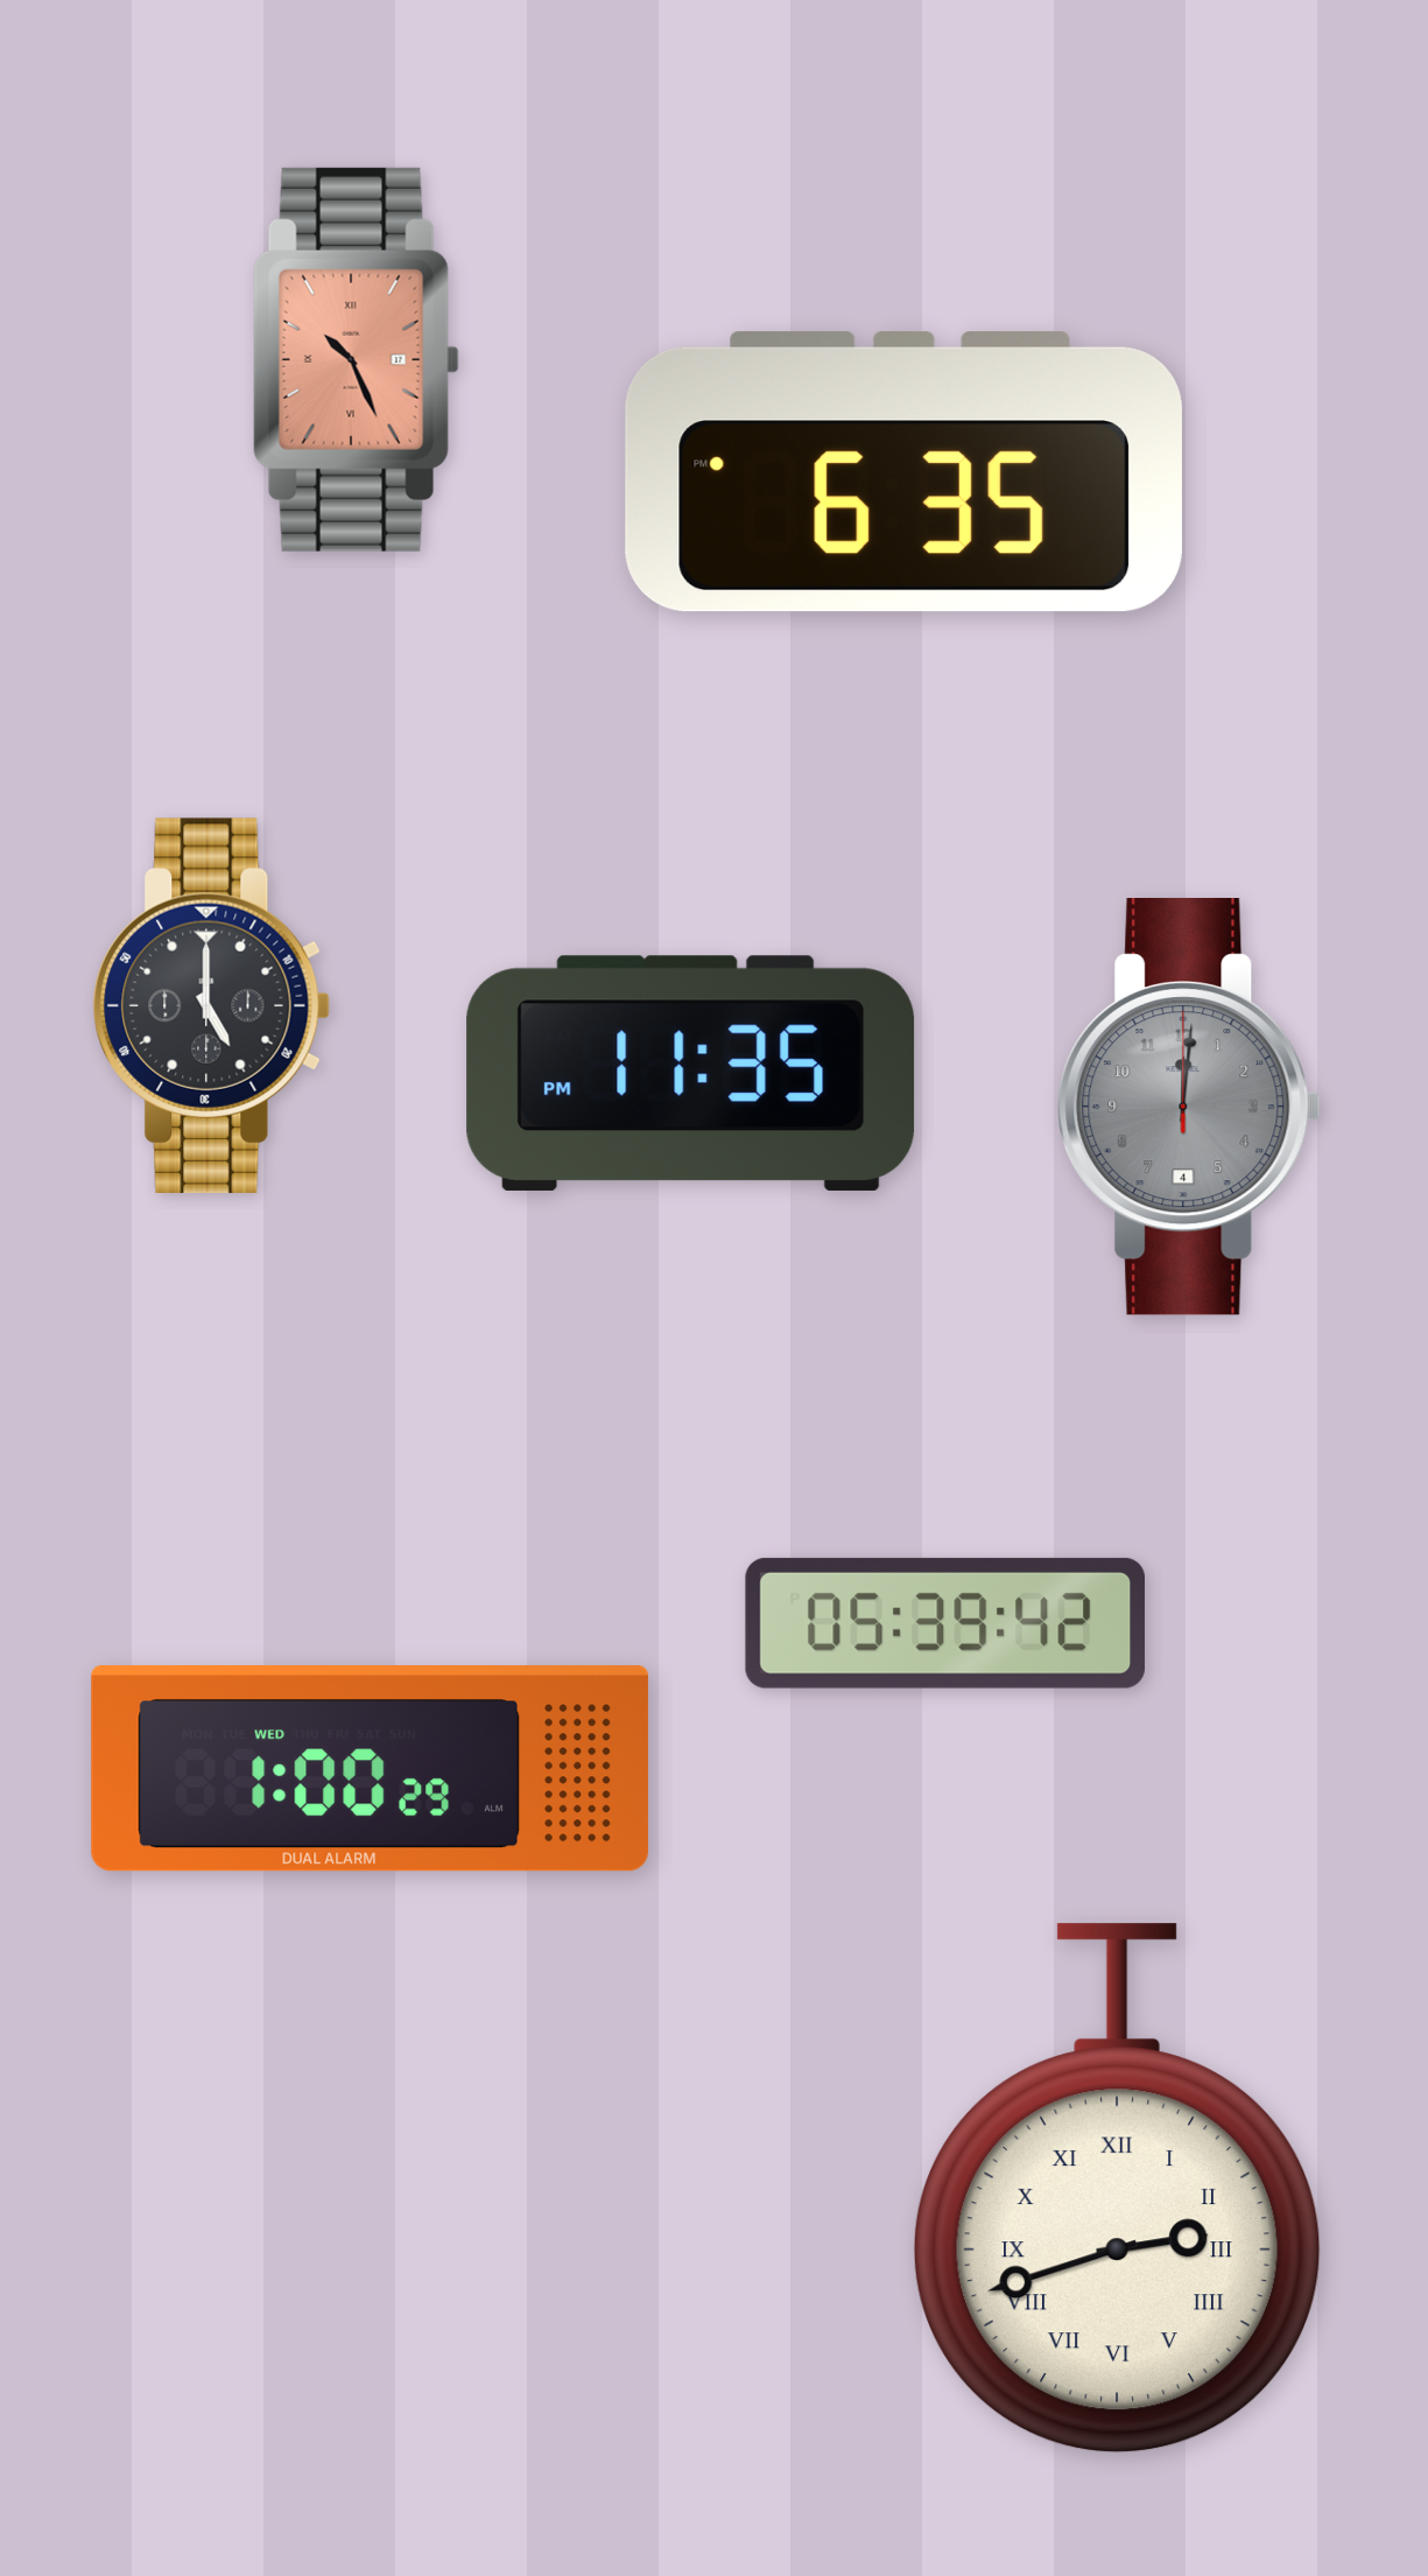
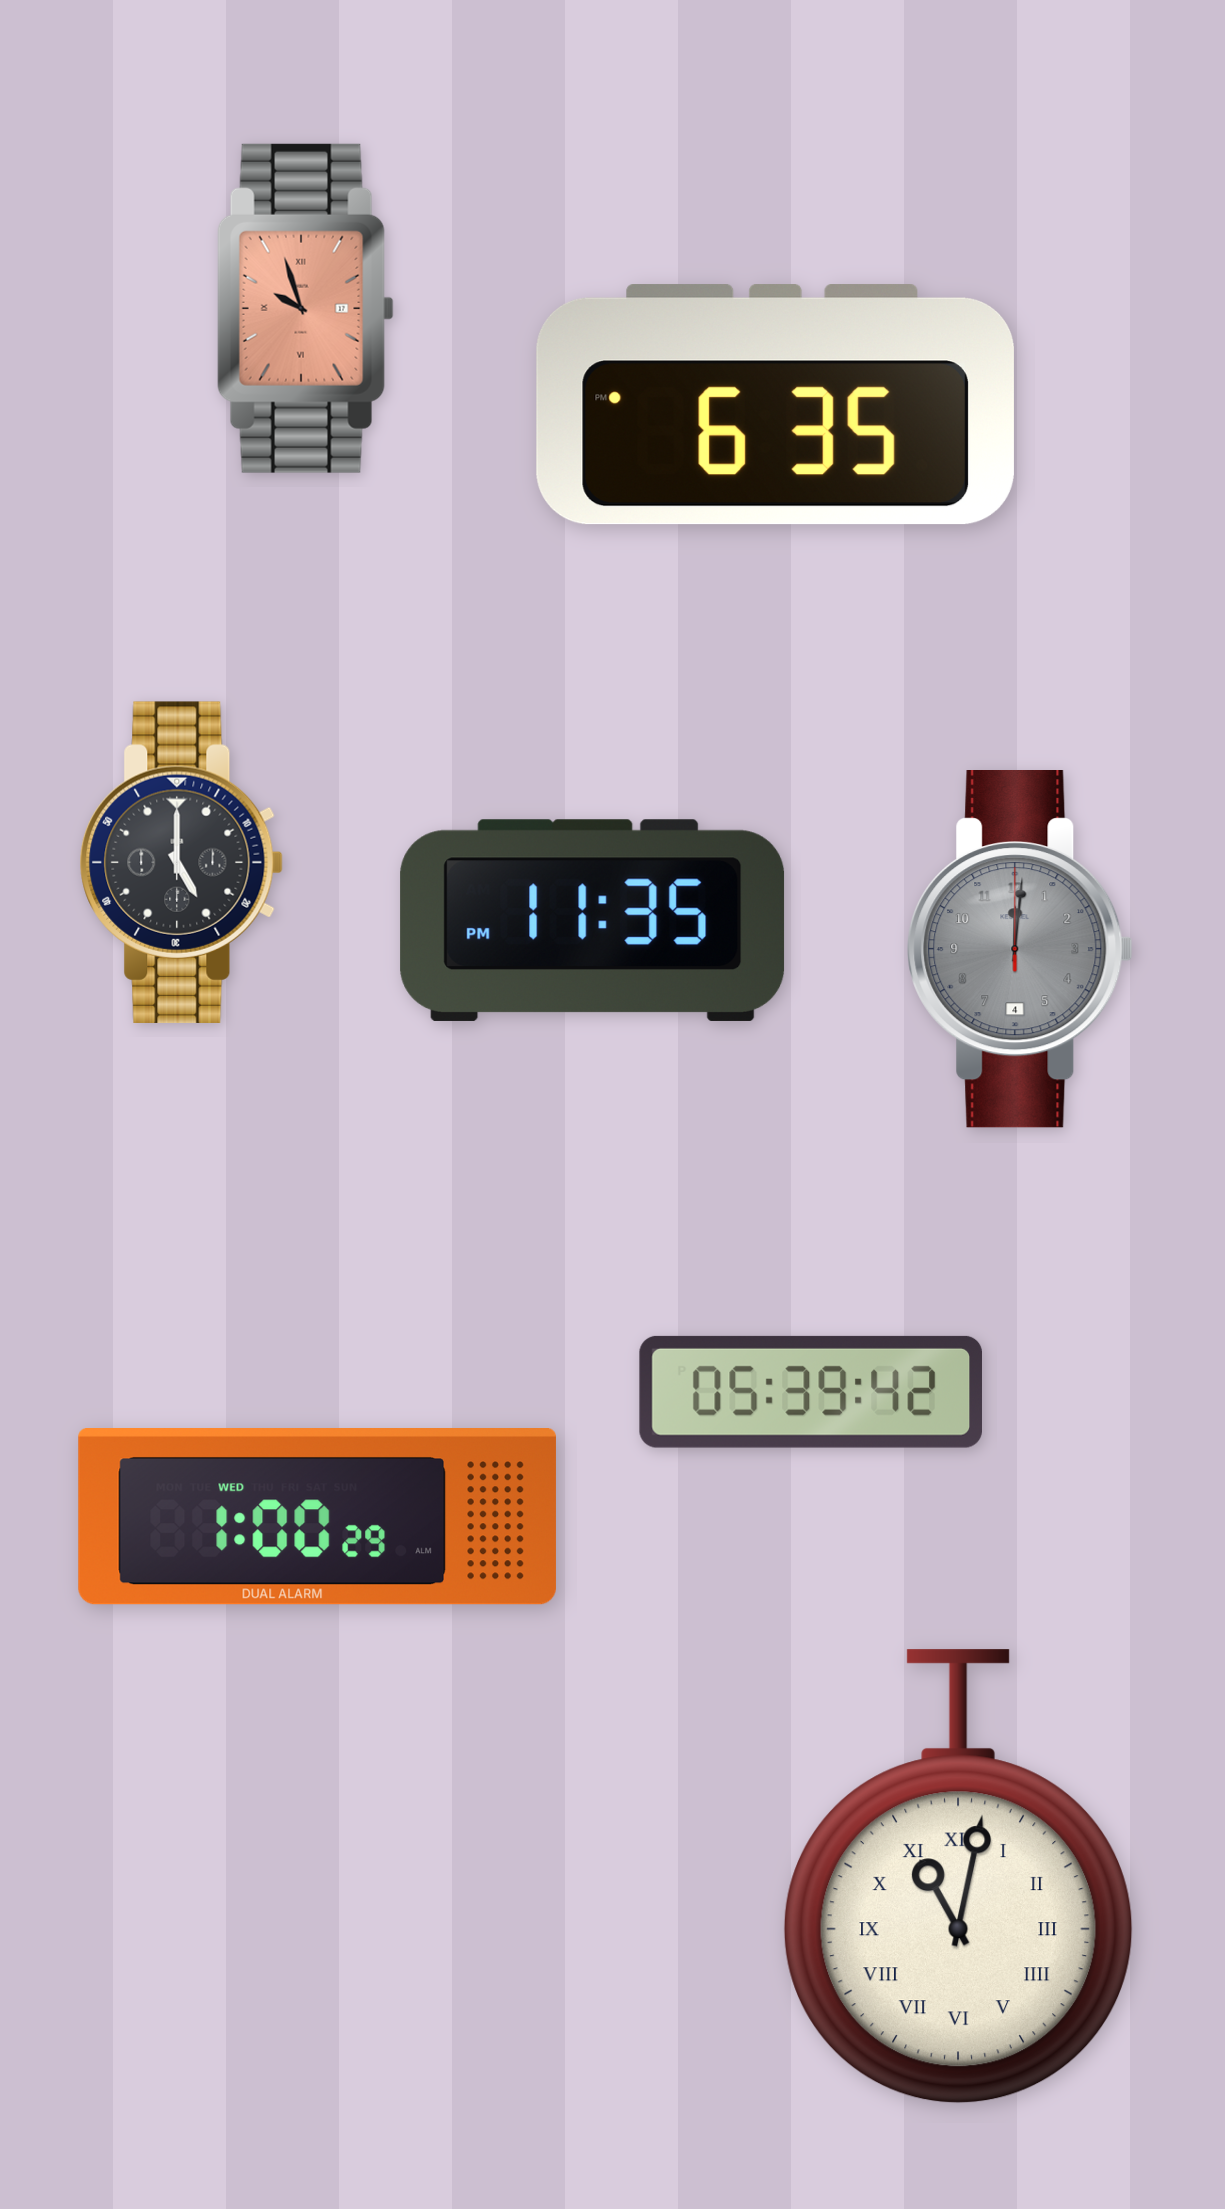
clock at (356, 359): 10:26 -> 9:57
clock at (1118, 2189): 2:42 -> 11:02
